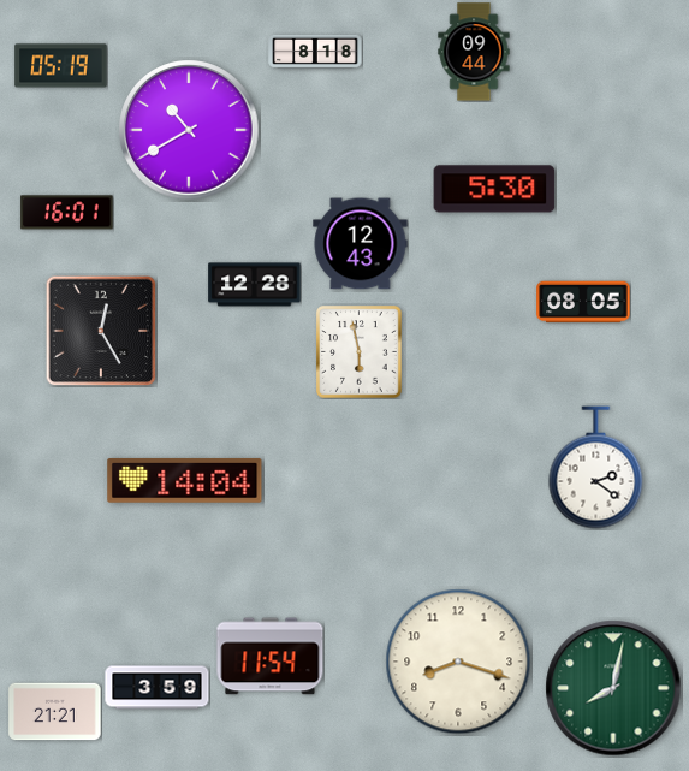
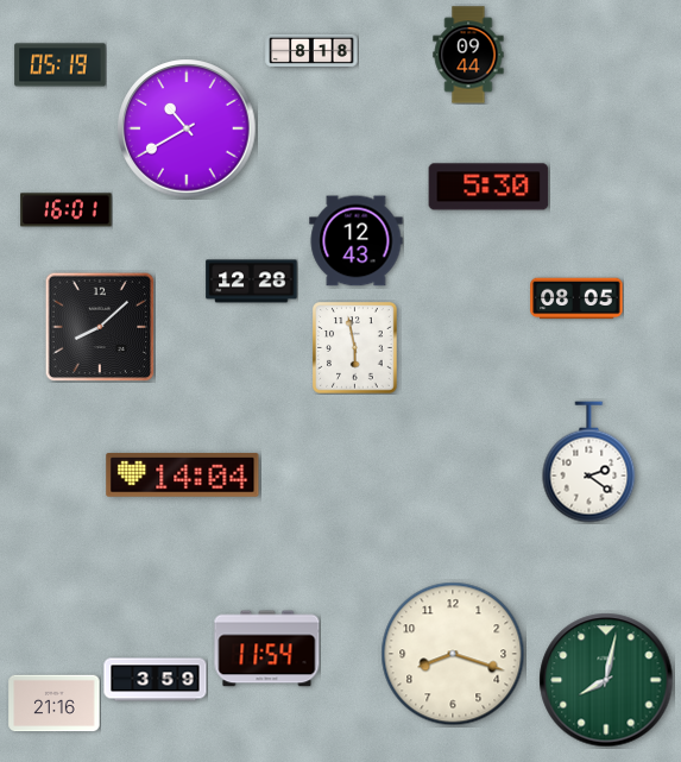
clock at (474, 52) position: (474, 52) -> (468, 55)
clock at (101, 331): 12:25 -> 8:08
clock at (55, 712): 21:21 -> 21:16
